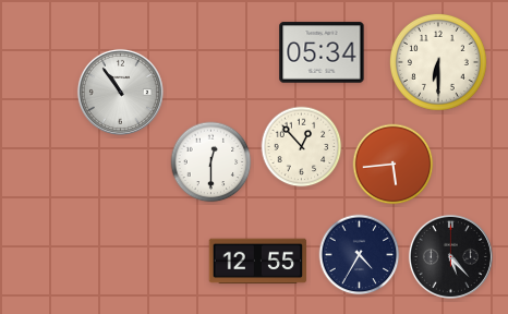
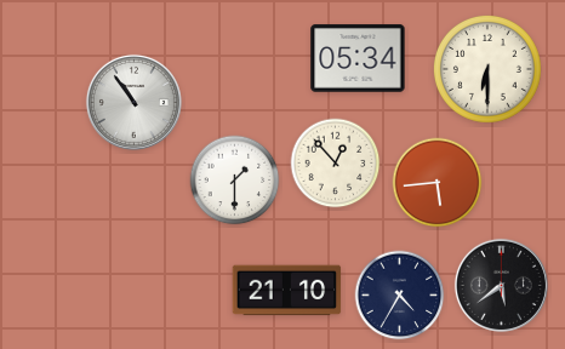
clock at (211, 162): 12:30 -> 1:30
clock at (360, 255) position: (360, 255) -> (400, 296)
clock at (450, 256): 5:23 -> 5:39
clock at (258, 262): 12:55 -> 21:10
